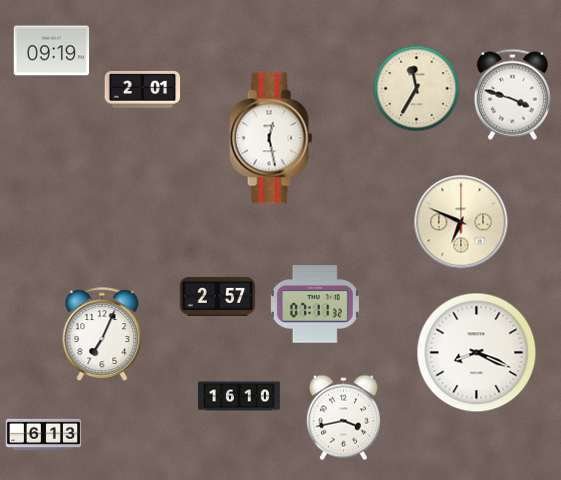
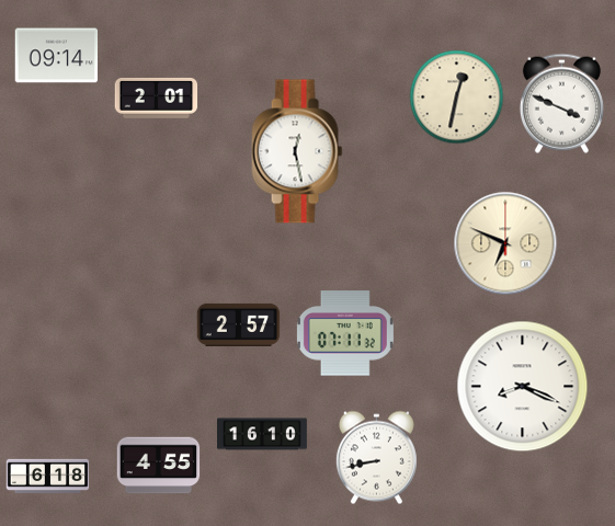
clock at (52, 51): 09:19 -> 09:14
clock at (417, 89): 11:35 -> 12:32
clock at (512, 94): 3:48 -> 3:49
clock at (102, 334): 7:04 -> none
clock at (343, 418): 3:43 -> 8:43
clock at (159, 466): none -> 4:55
clock at (44, 435): 6:13 -> 6:18
